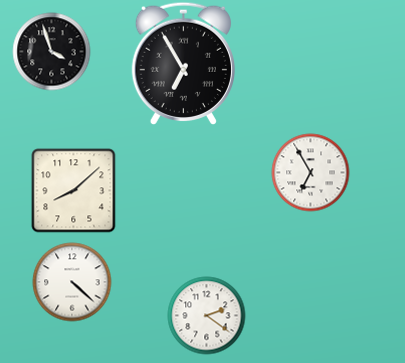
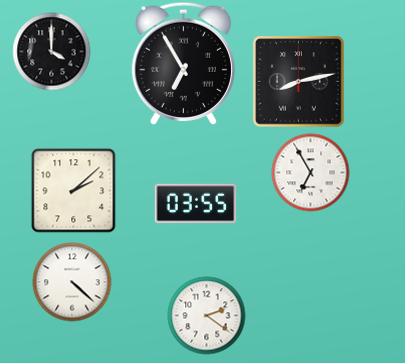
clock at (51, 51): 3:57 -> 4:00
clock at (299, 82): none -> 8:13
clock at (73, 190): 8:08 -> 2:08
clock at (195, 204): none -> 03:55
